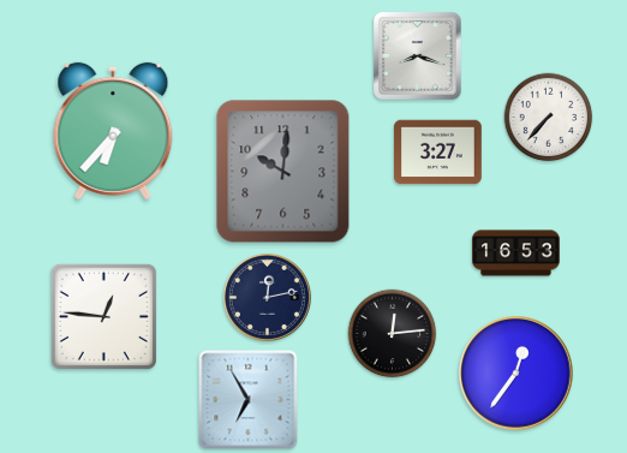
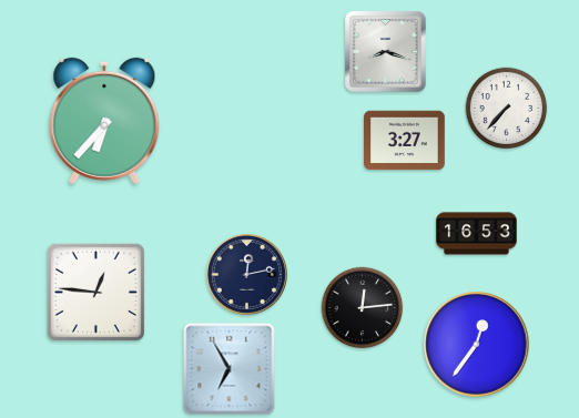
clock at (283, 172): 10:01 -> none
